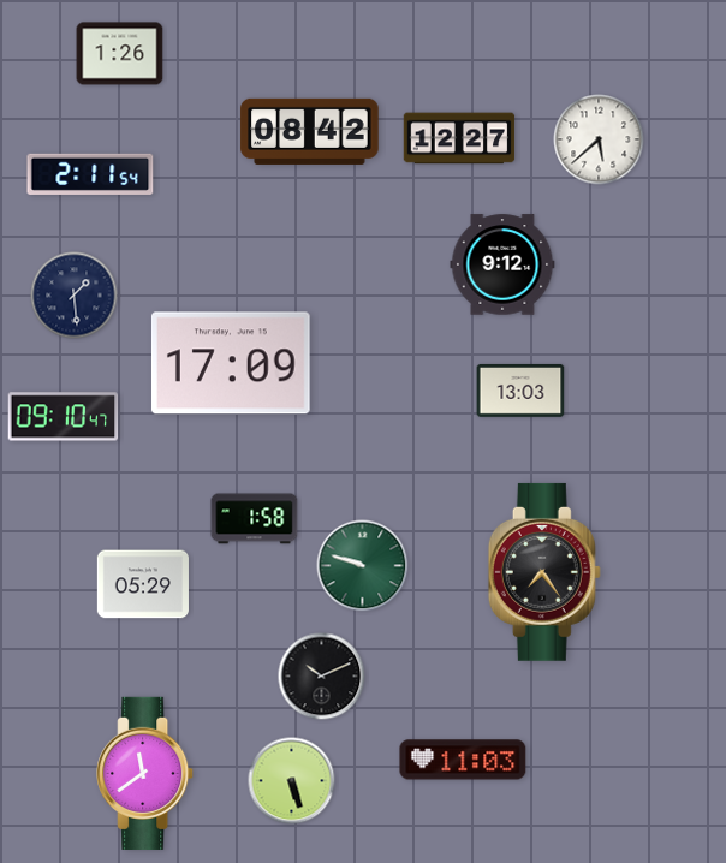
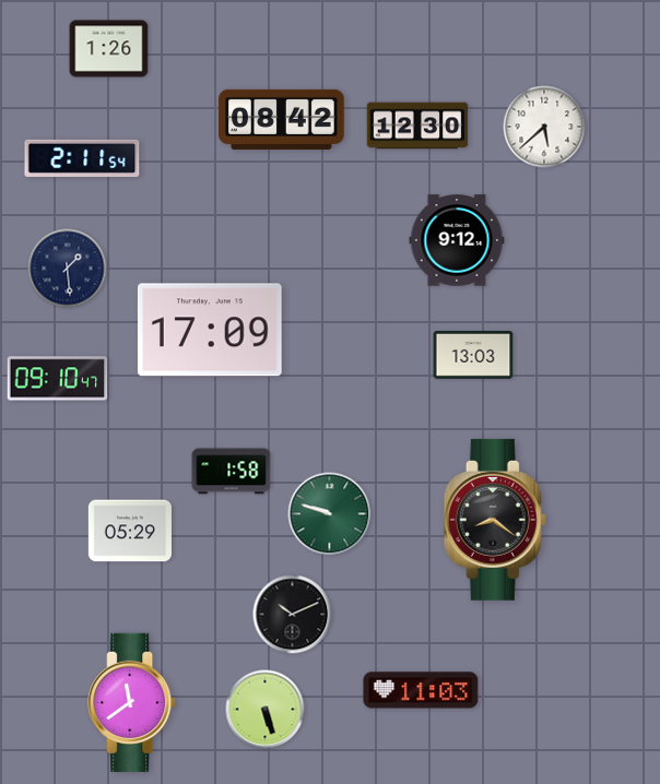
clock at (459, 138): 12:27 -> 12:30
clock at (544, 572): 7:24 -> 8:21
